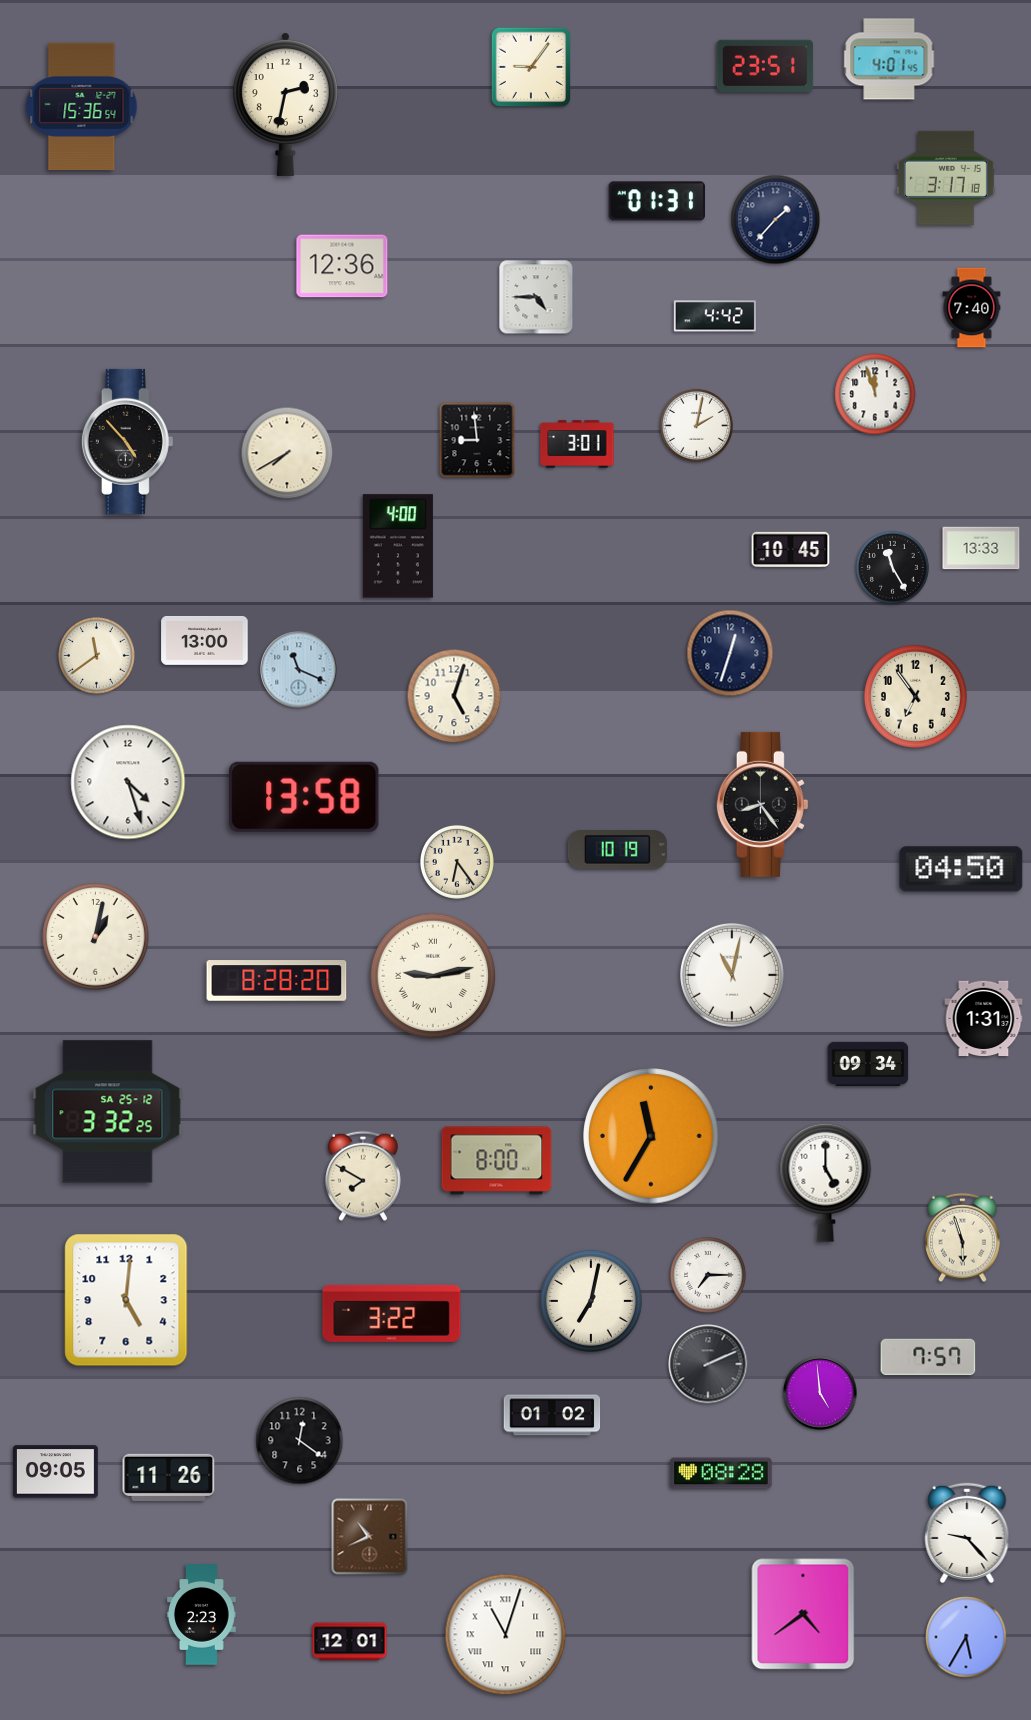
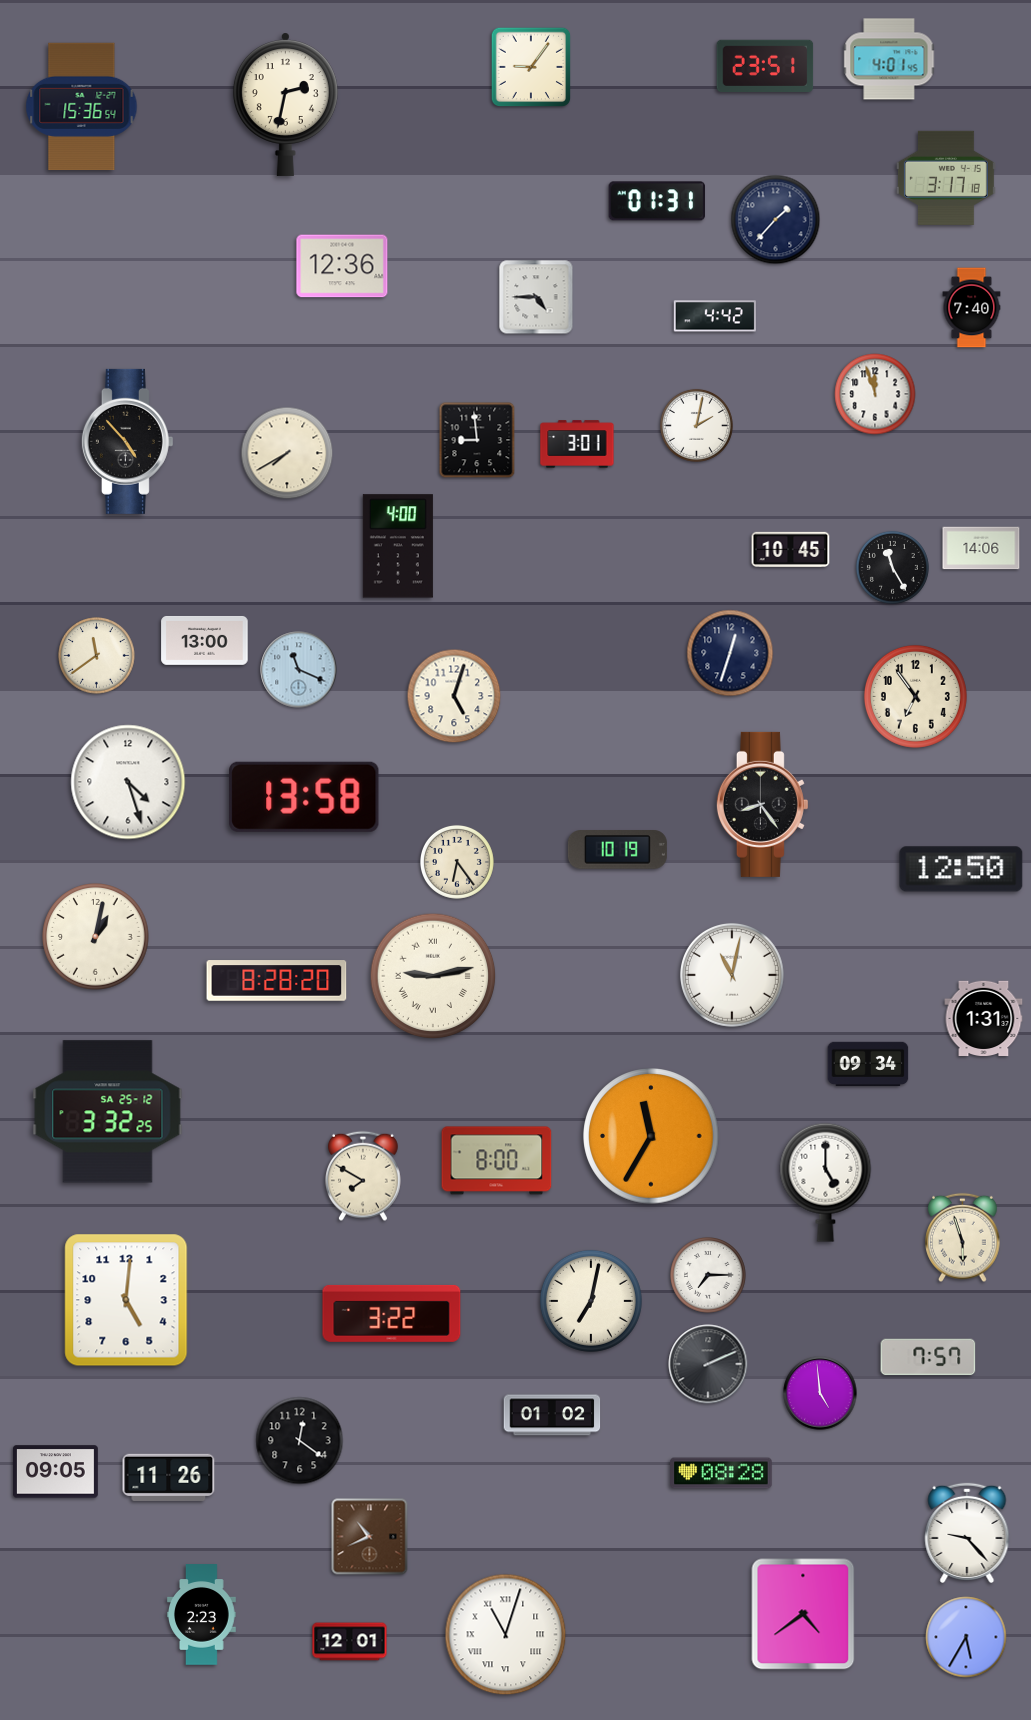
clock at (981, 548): 13:33 -> 14:06
clock at (961, 869): 04:50 -> 12:50
